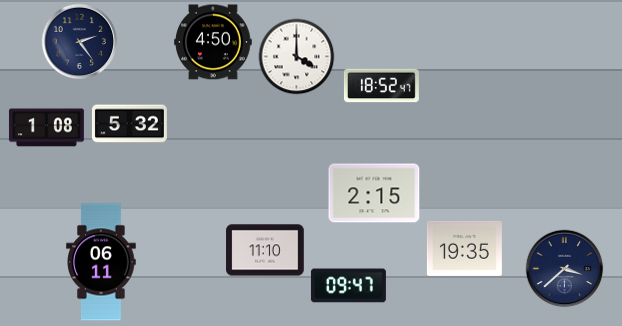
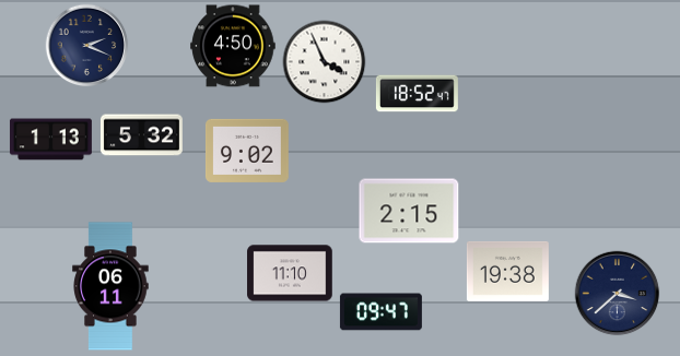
clock at (80, 42): 2:24 -> 2:19
clock at (297, 57): 4:00 -> 3:56
clock at (46, 128): 1:08 -> 1:13
clock at (247, 151): none -> 9:02
clock at (464, 248): 19:35 -> 19:38
